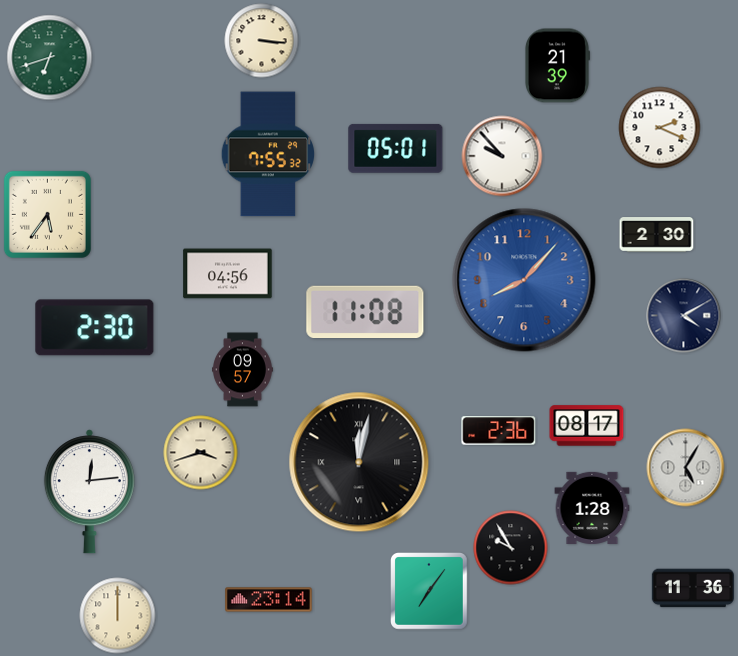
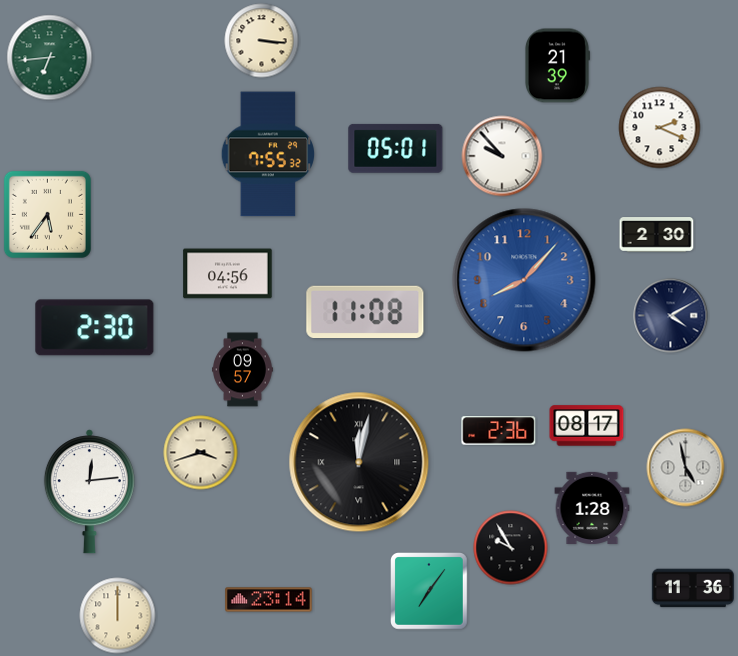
clock at (50, 58): 6:42 -> 6:44
clock at (684, 316) position: (684, 316) -> (671, 316)
clock at (686, 468): 5:05 -> 4:58
